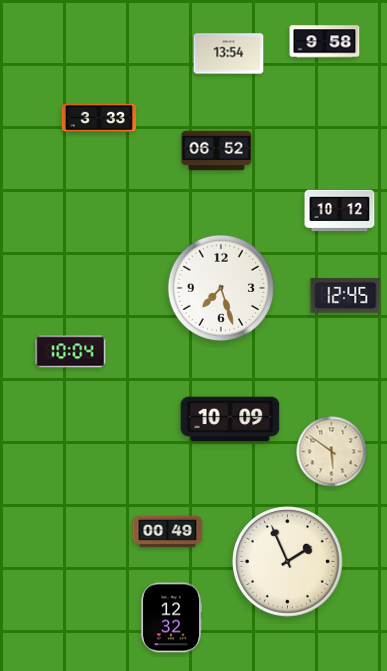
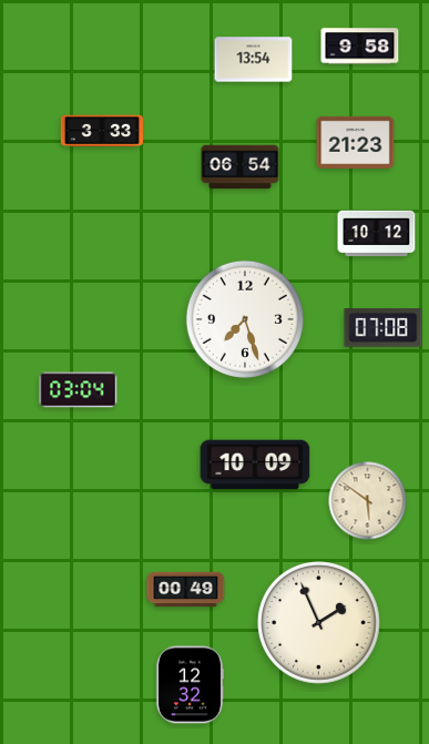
clock at (98, 118) position: (98, 118) -> (101, 131)
clock at (356, 142): none -> 21:23
clock at (217, 151): 06:52 -> 06:54
clock at (346, 296): 12:45 -> 07:08
clock at (71, 352): 10:04 -> 03:04
